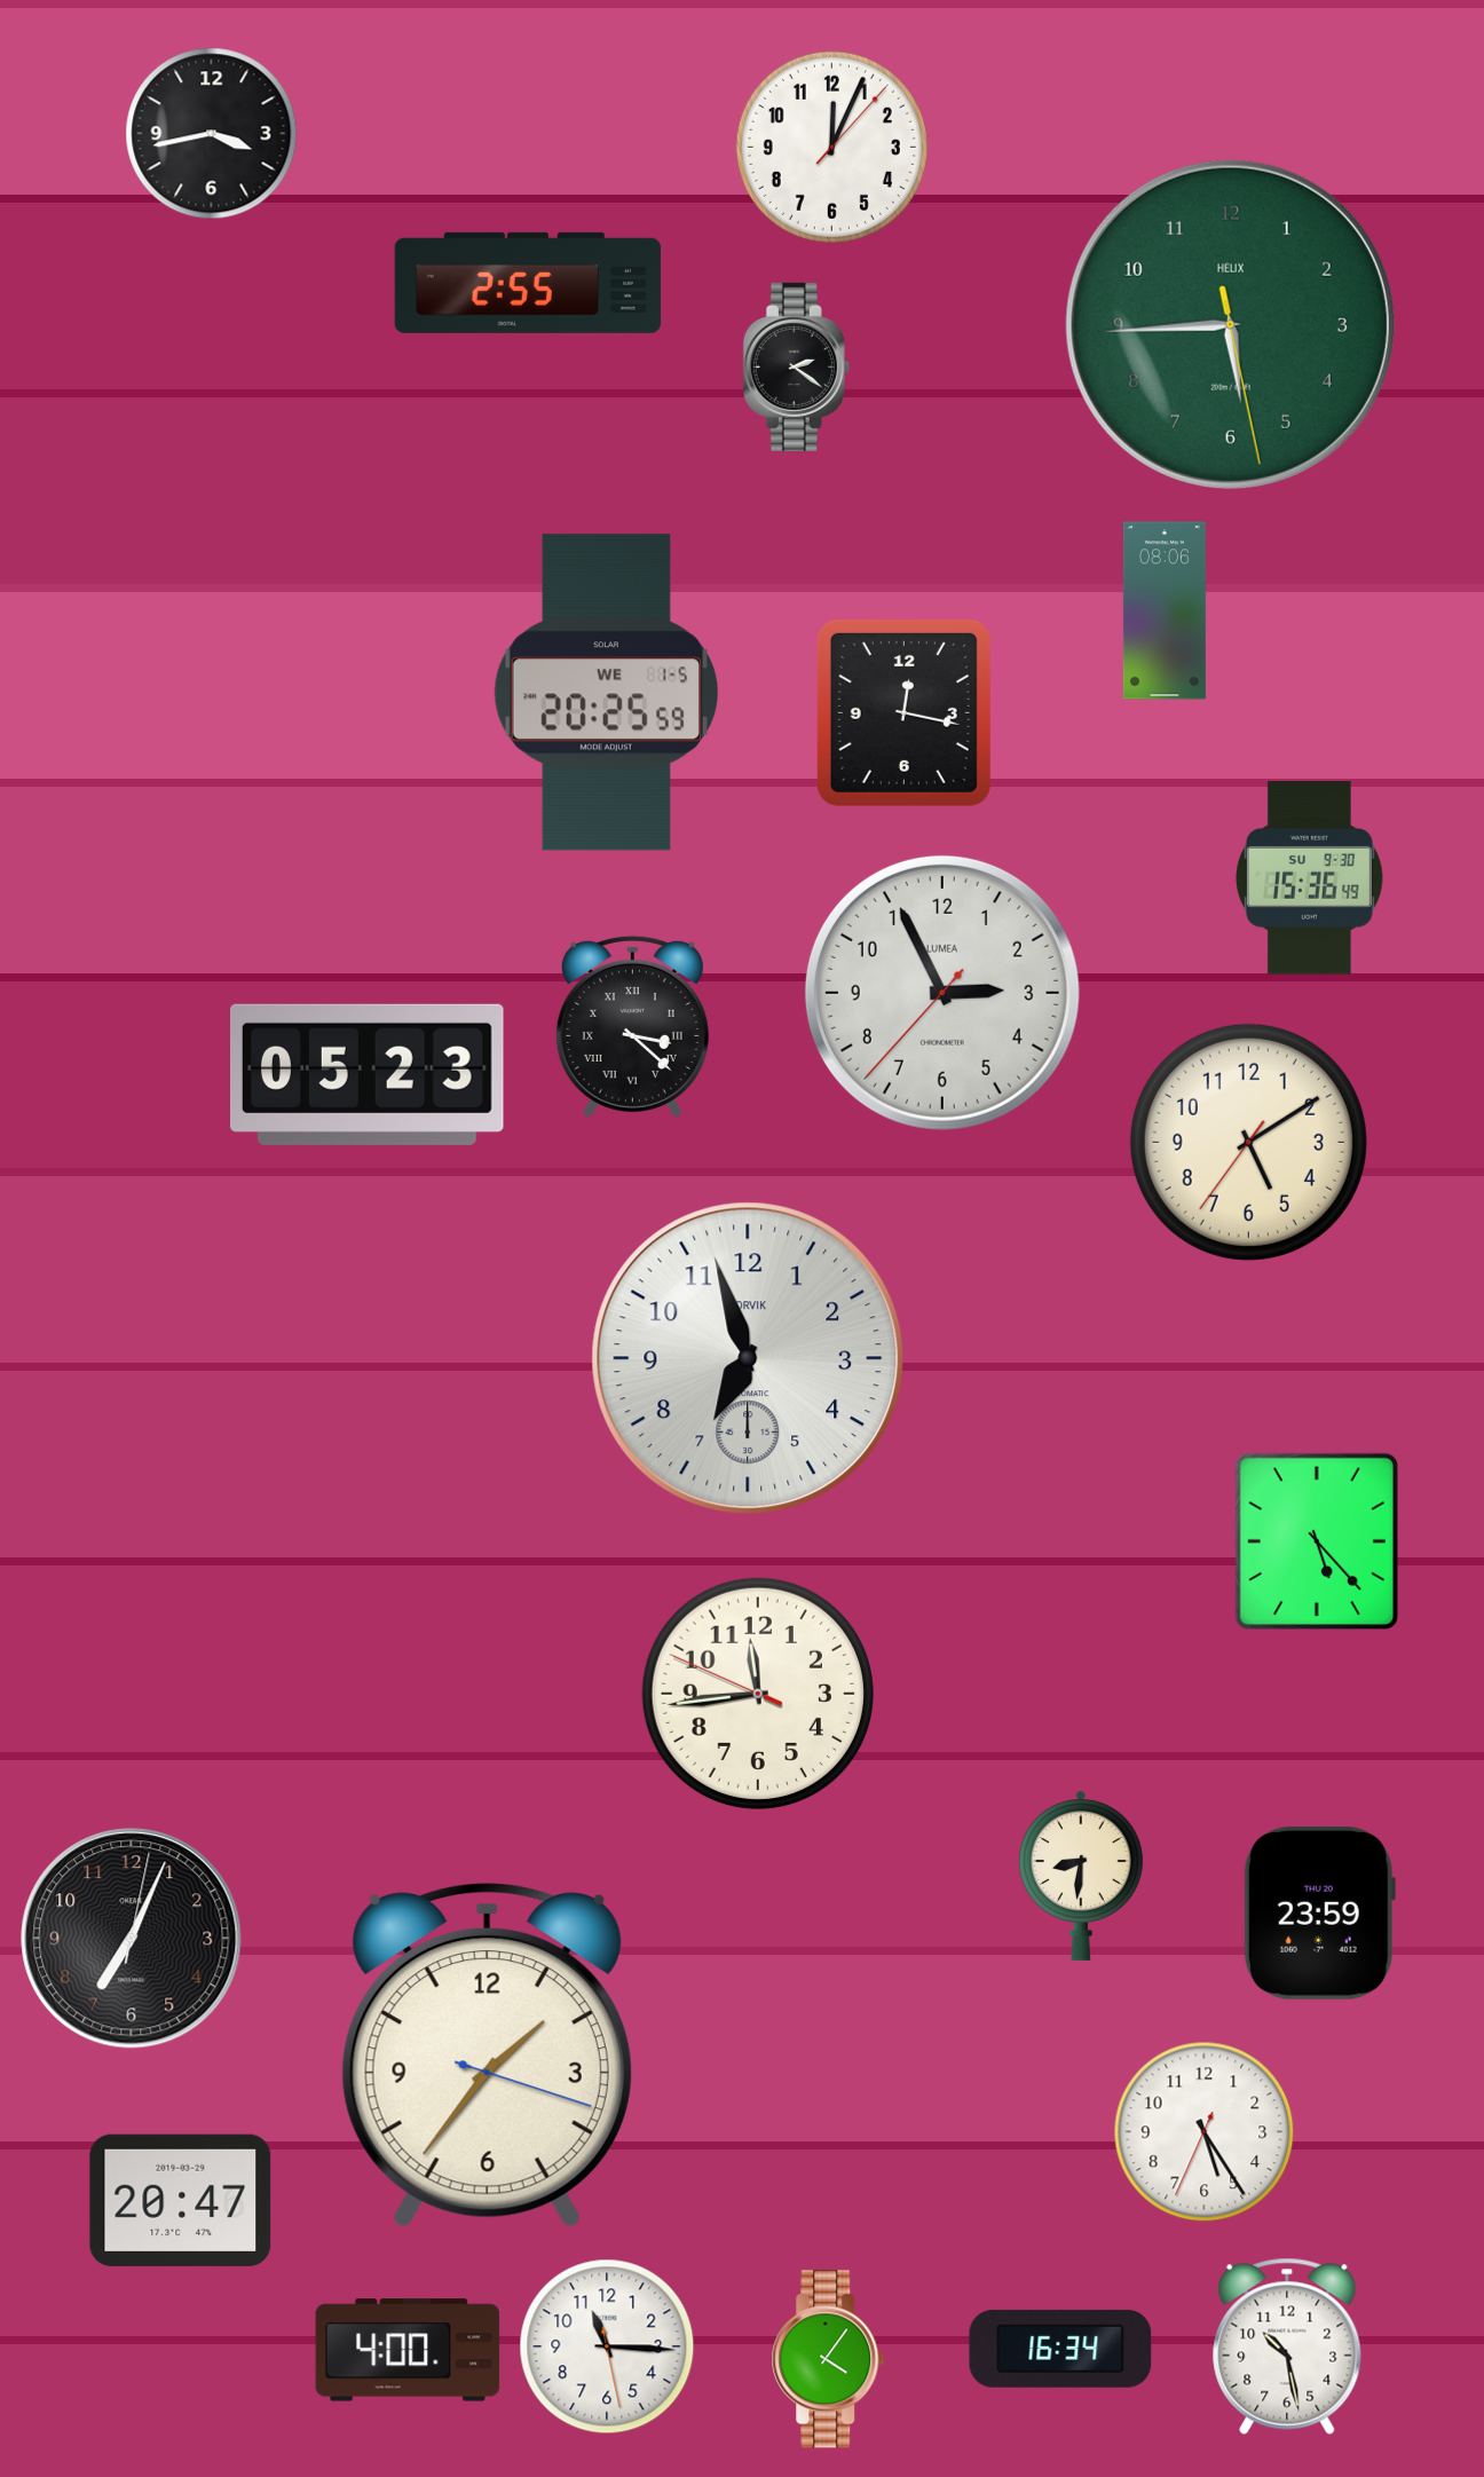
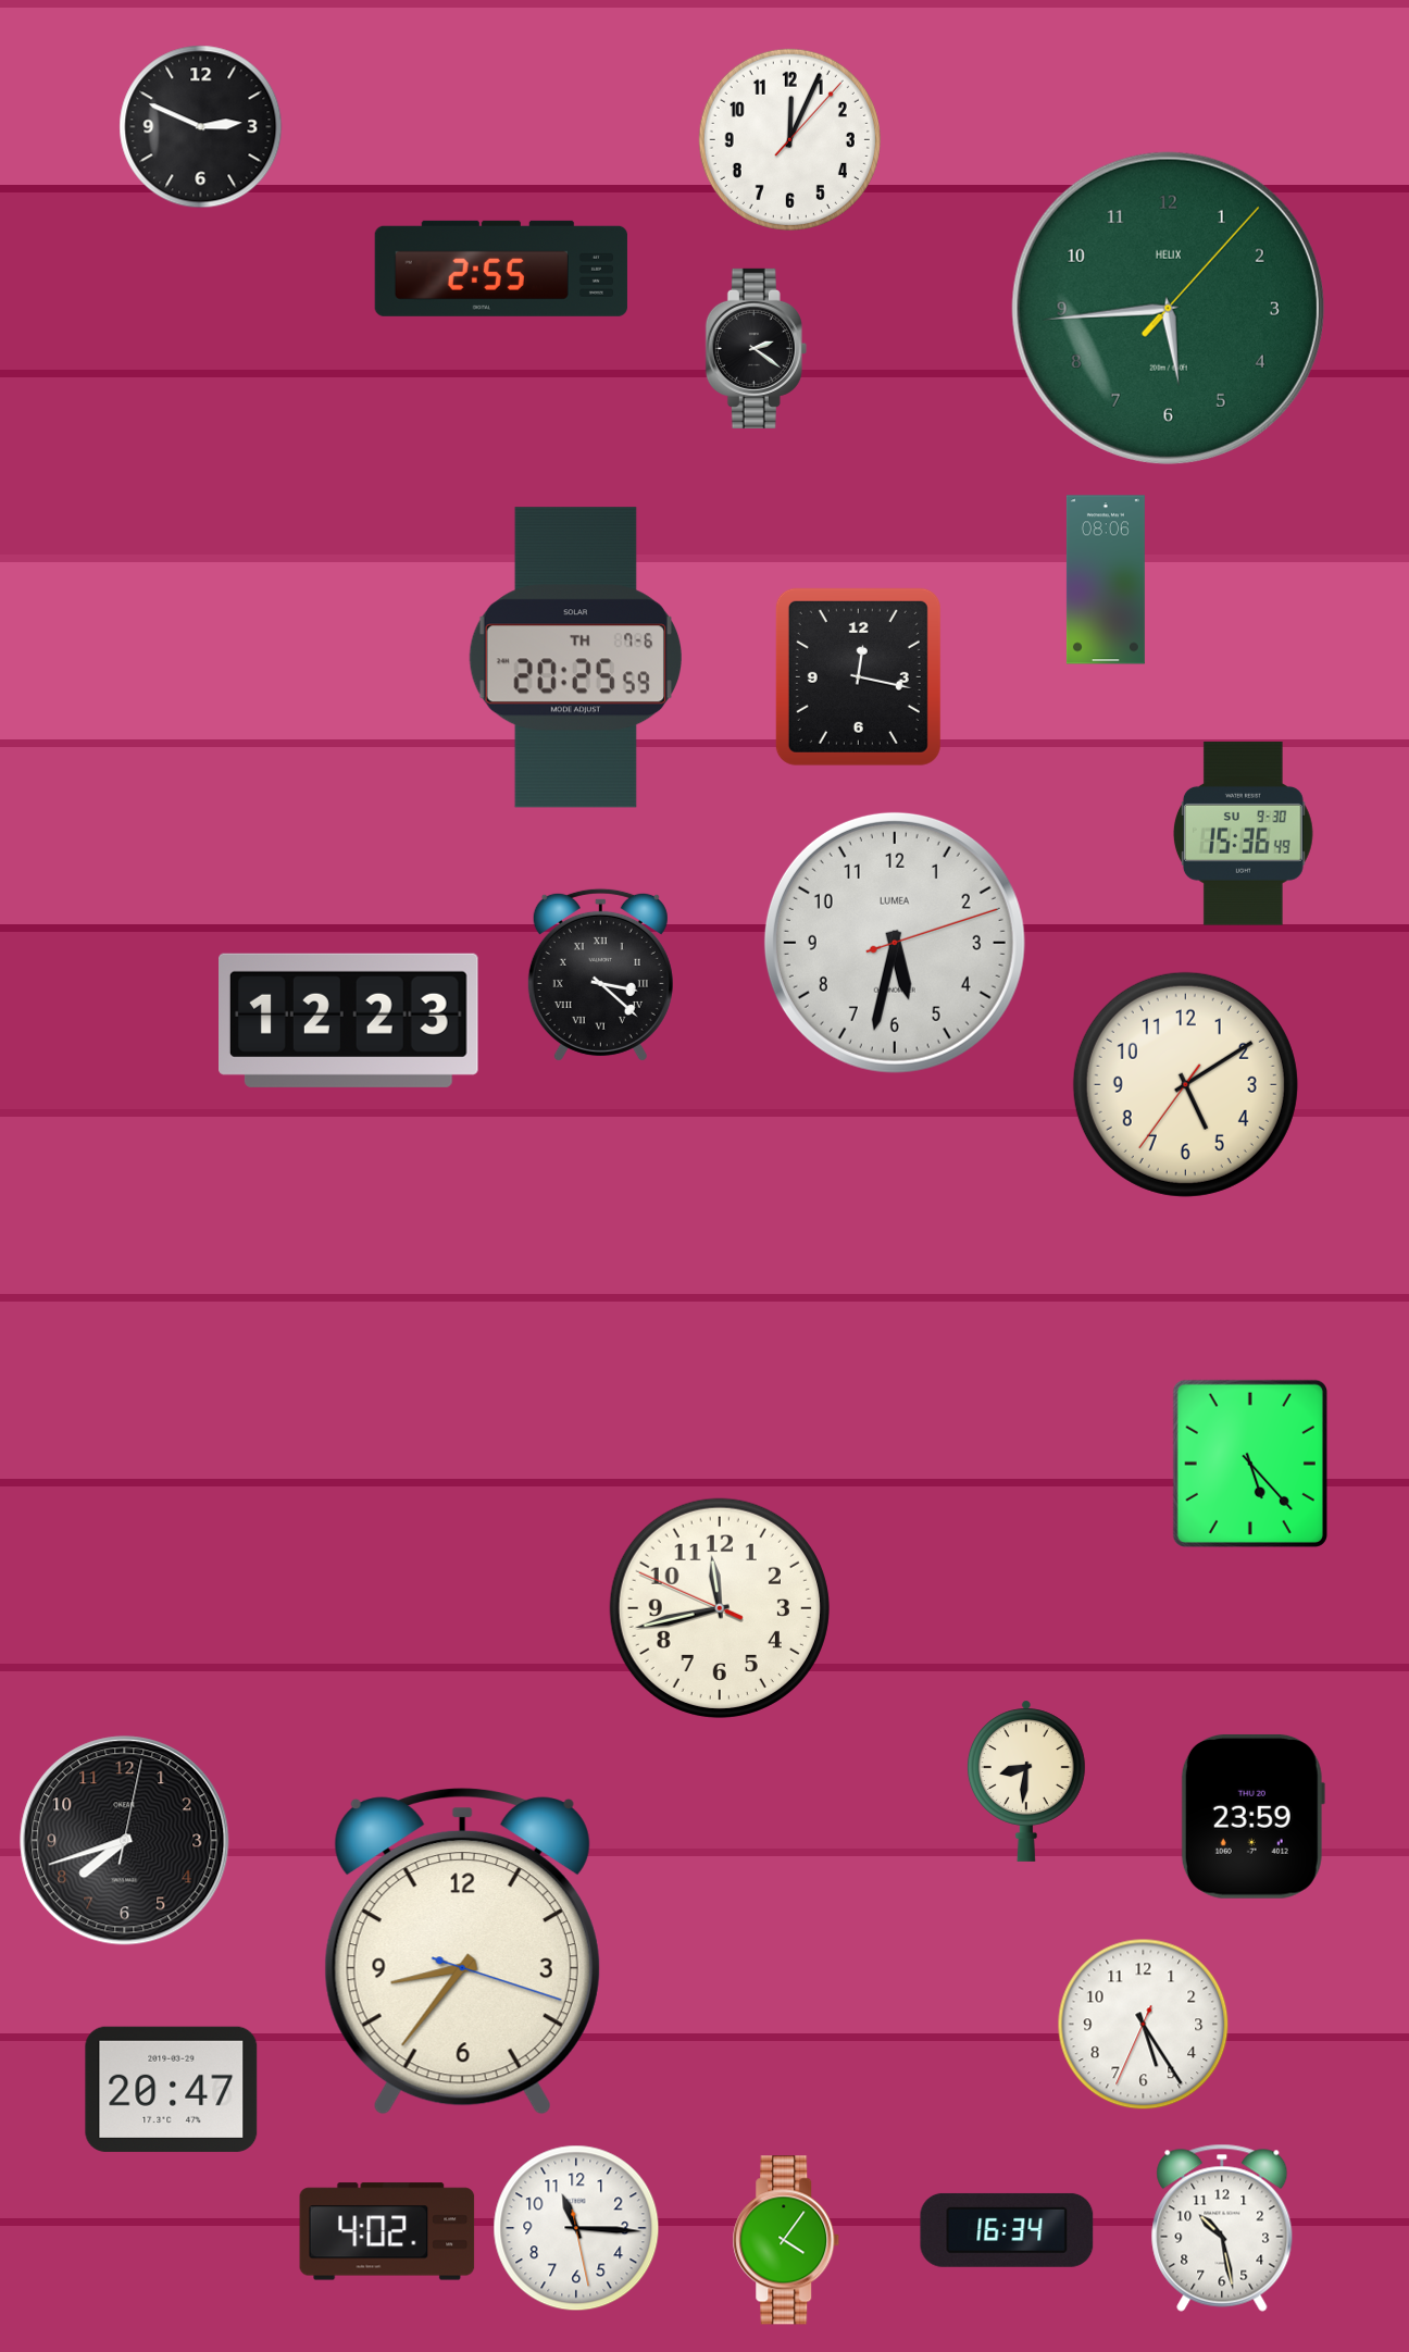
clock at (212, 134): 3:43 -> 2:49
clock at (1230, 324): 5:44:28 -> 5:44:07
clock at (606, 693) date: WE 1-5 -> TH 7-6
clock at (942, 993): 2:55 -> 5:32
clock at (368, 1074): 05:23 -> 12:23
clock at (748, 1358): 6:57 -> none
clock at (758, 1694): 11:43 -> 11:42
clock at (132, 1939): 7:04 -> 7:42
clock at (487, 2056): 1:36 -> 8:36
clock at (408, 2350): 4:00 -> 4:02
